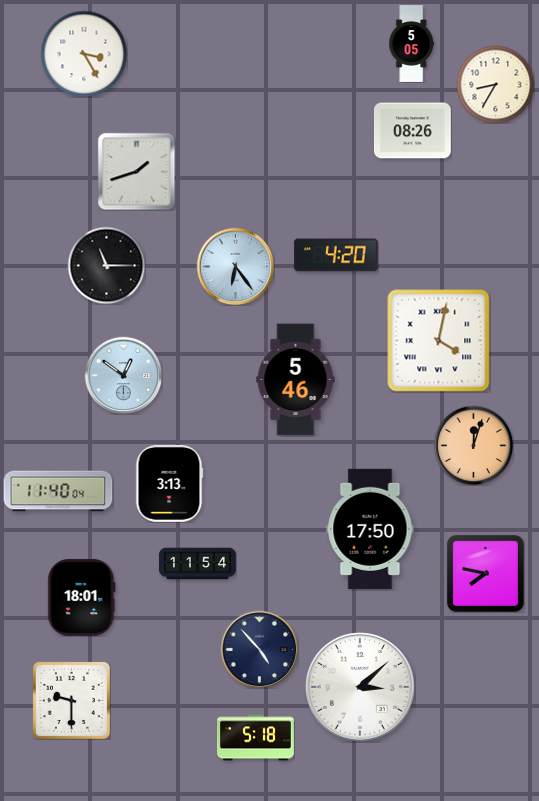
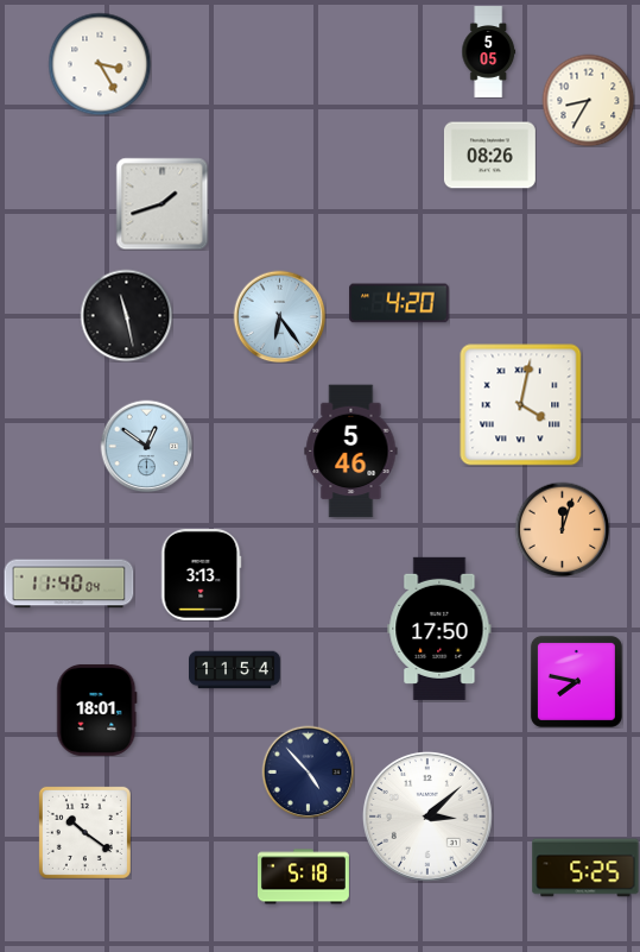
clock at (106, 265): 11:15 -> 11:28
clock at (71, 700): 9:30 -> 10:21
clock at (585, 868): none -> 5:25
